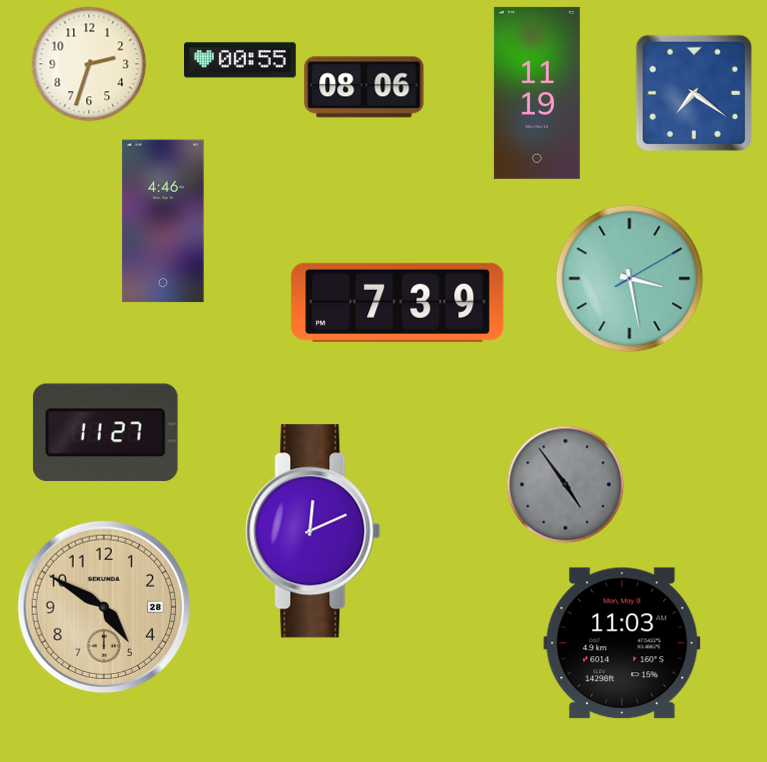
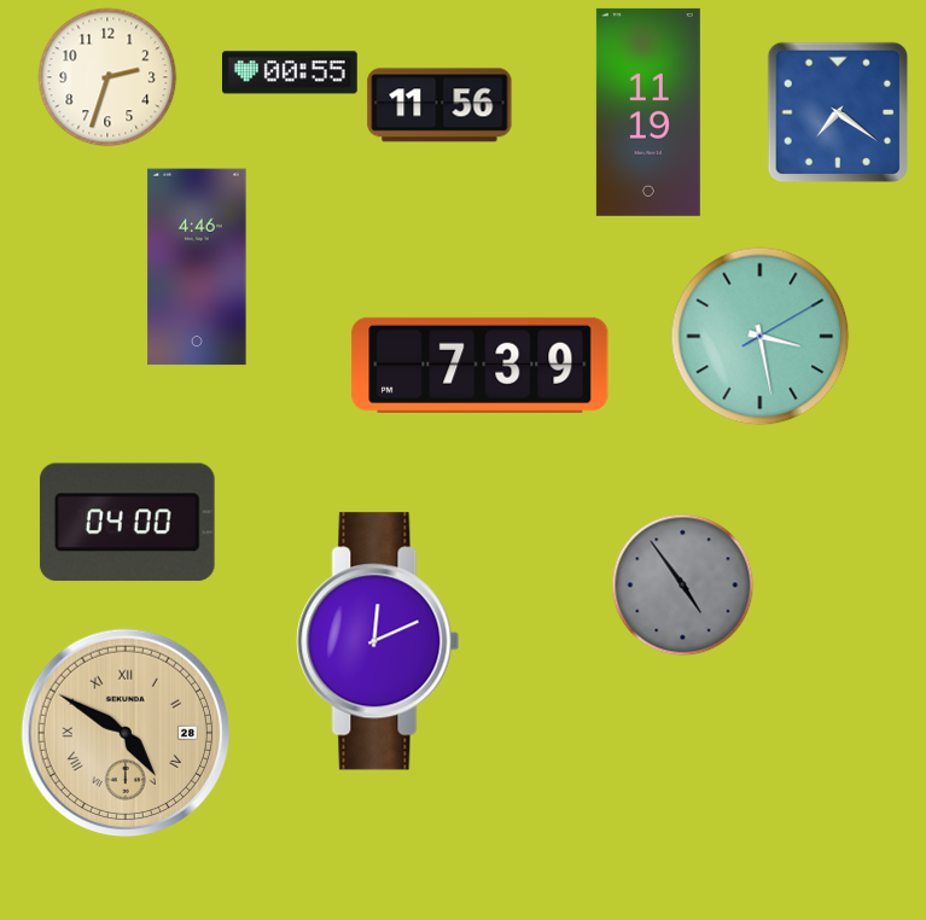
clock at (364, 87): 08:06 -> 11:56
clock at (105, 433): 11:27 -> 04:00
clock at (104, 607) numerals: Arabic -> Roman
clock at (622, 643): 11:03 -> none
